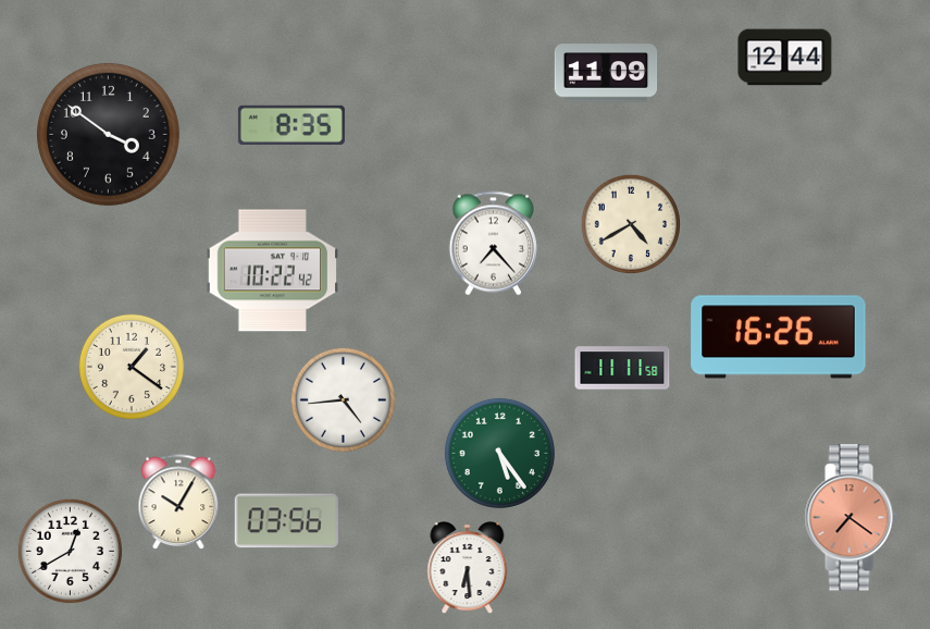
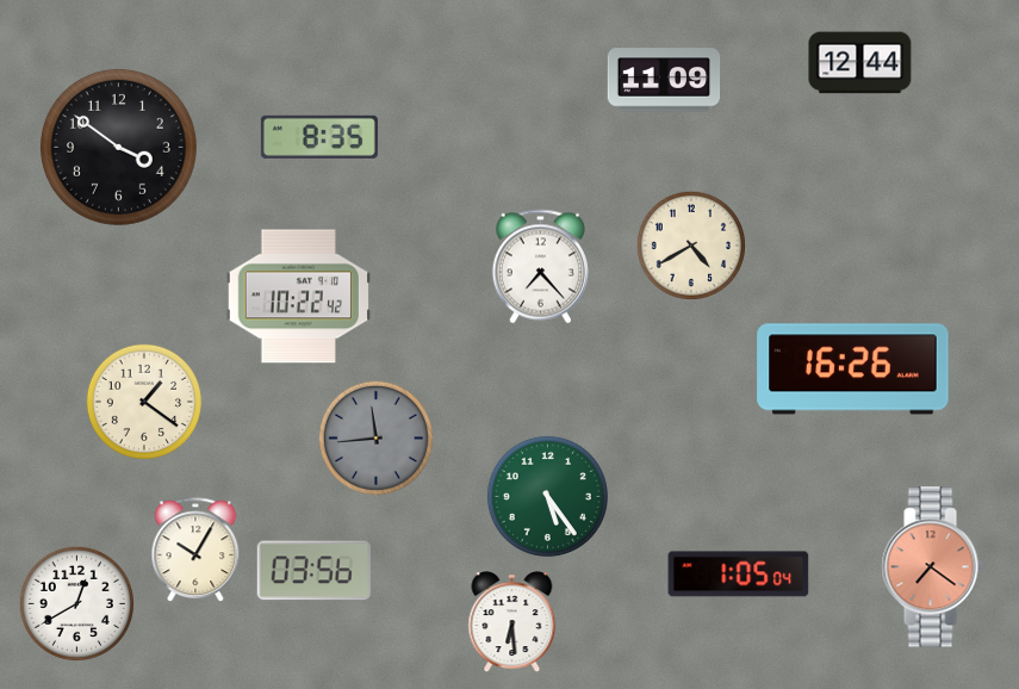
clock at (622, 368): 11:11 -> none
clock at (343, 399): 4:44 -> 11:44
clock at (343, 399) dial: white -> grey
clock at (739, 575): none -> 1:05
